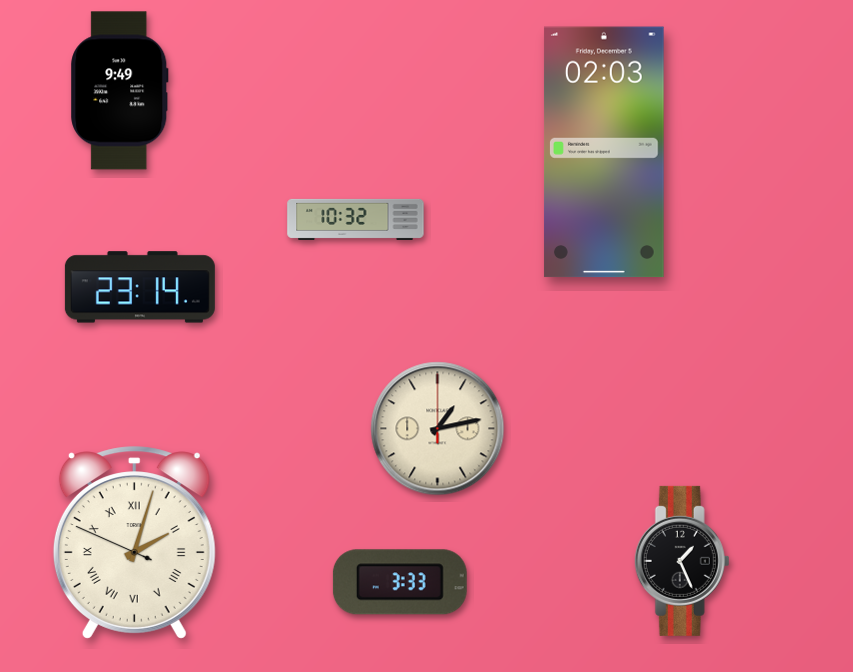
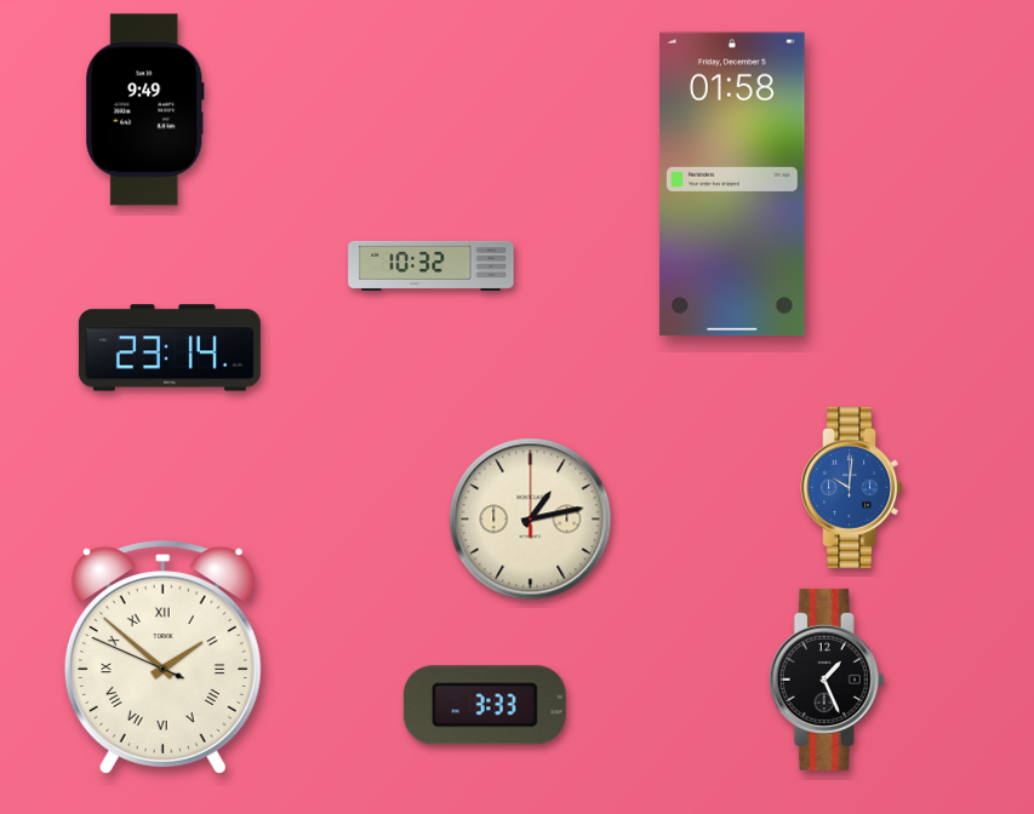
clock at (604, 152): 02:03 -> 01:58
clock at (851, 487): none -> 10:01
clock at (134, 543): 2:02 -> 1:51
